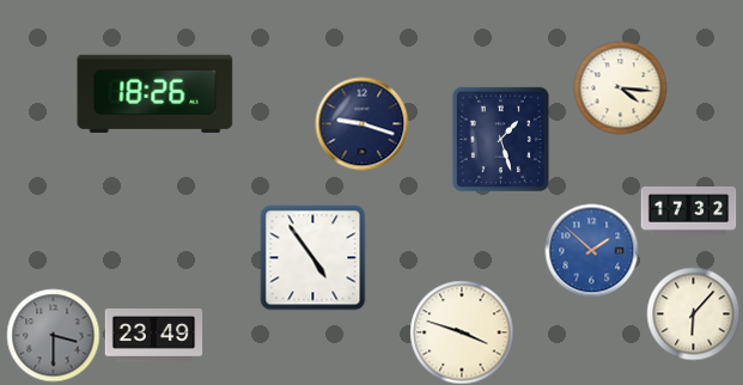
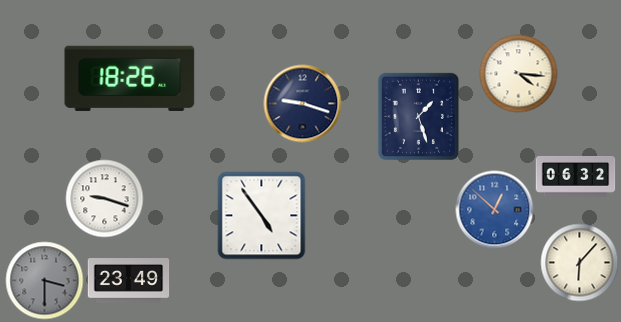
clock at (688, 212): 17:32 -> 06:32
clock at (104, 198): none -> 9:18
clock at (591, 250): 1:52 -> 12:52
clock at (462, 332): 3:48 -> none
